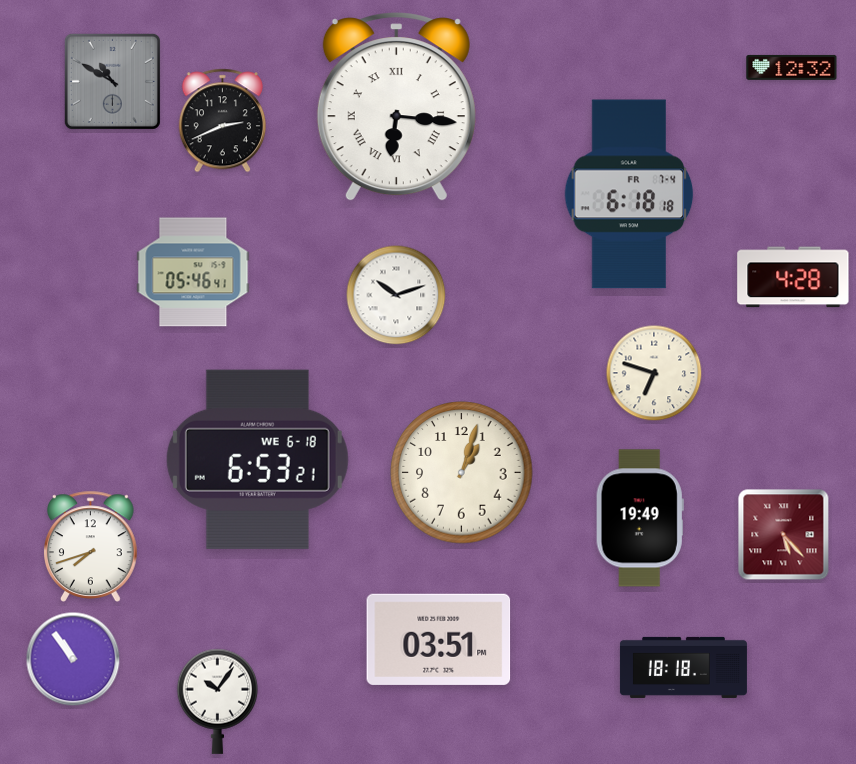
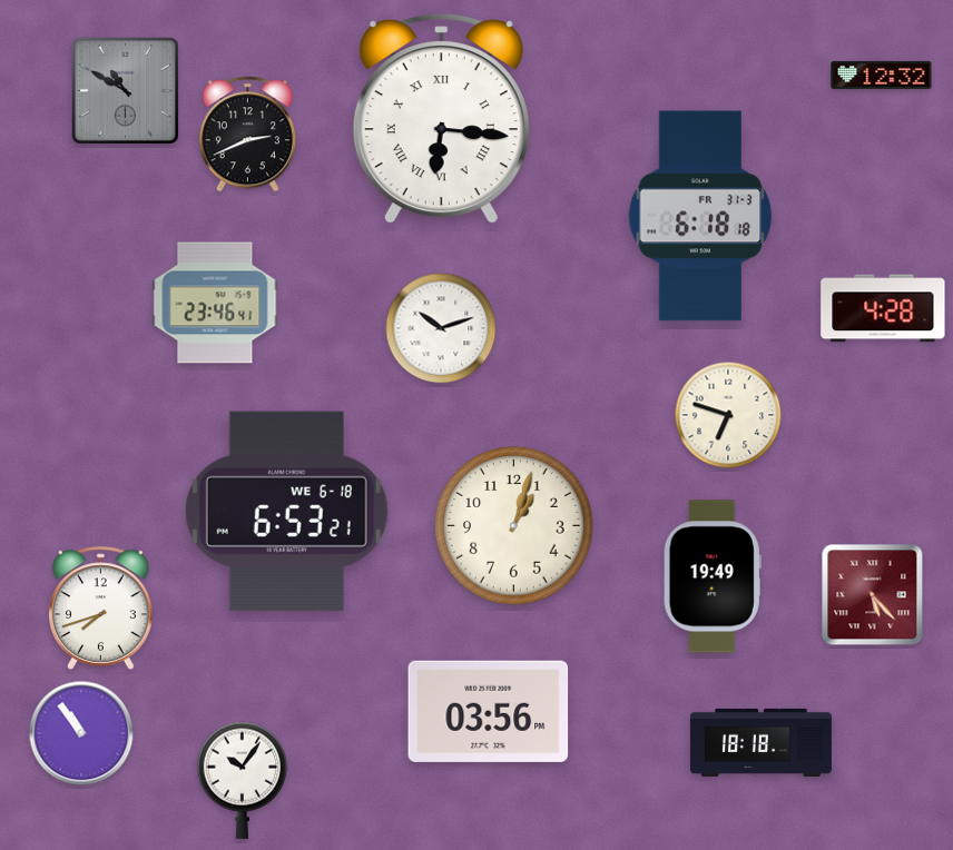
clock at (629, 194) date: FR 7-4 -> FR 31-3
clock at (193, 272): 05:46 -> 23:46
clock at (439, 639): 03:51 -> 03:56
